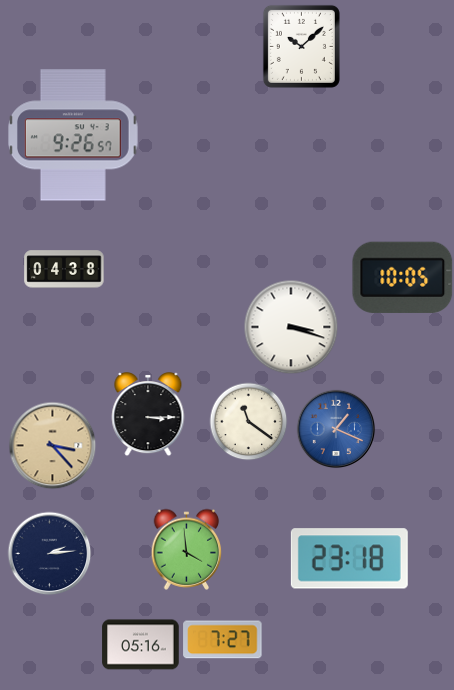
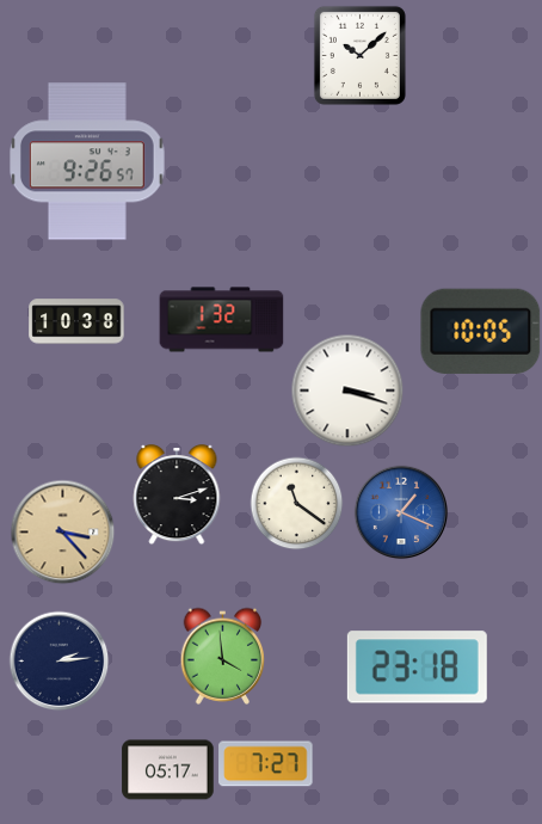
clock at (222, 320): none -> 1:32
clock at (64, 269): 04:38 -> 10:38
clock at (148, 415): 3:15 -> 3:12
clock at (141, 645): 05:16 -> 05:17
